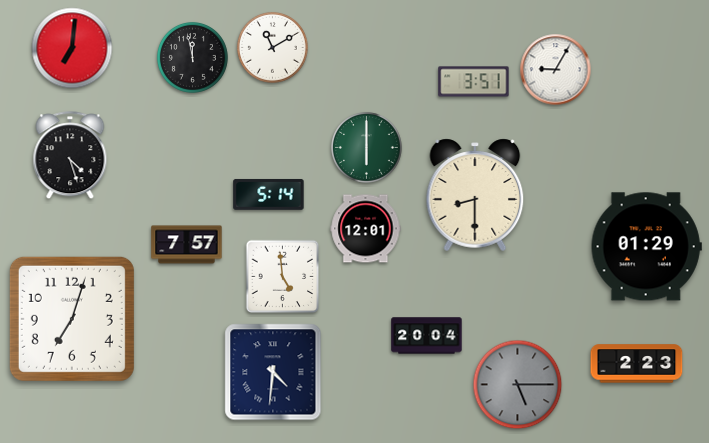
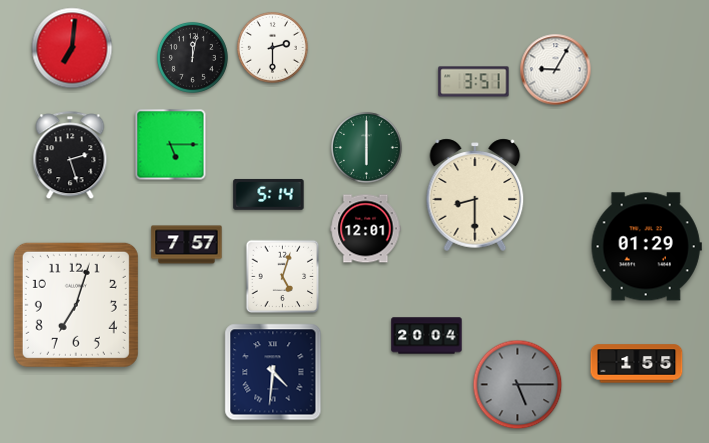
clock at (273, 48): 11:10 -> 2:30
clock at (193, 58): 11:58 -> 12:02
clock at (171, 145): none -> 5:15
clock at (70, 156): 4:27 -> 2:27
clock at (283, 277): 4:59 -> 5:03
clock at (72, 319) position: (72, 319) -> (76, 305)
clock at (637, 364): 2:23 -> 1:55
